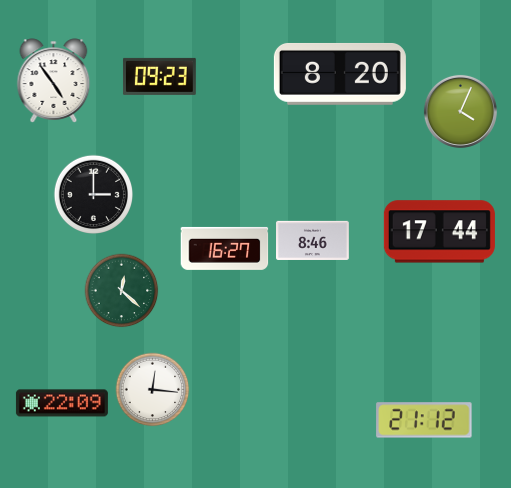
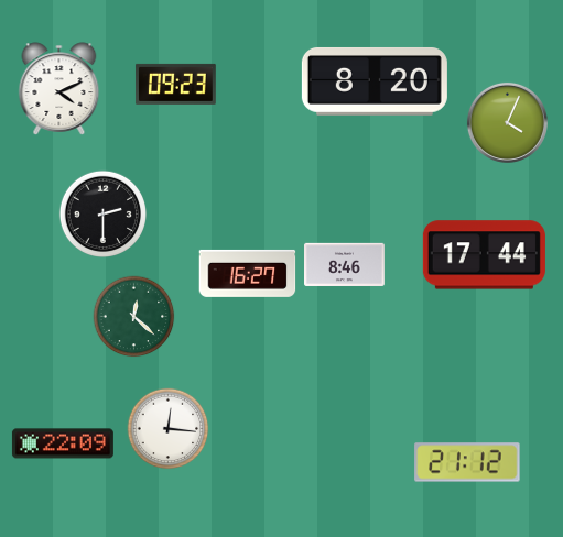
clock at (54, 81): 4:54 -> 4:11
clock at (93, 194): 3:00 -> 2:30
clock at (122, 291) position: (122, 291) -> (134, 317)
clock at (62, 403) position: (62, 403) -> (63, 443)
